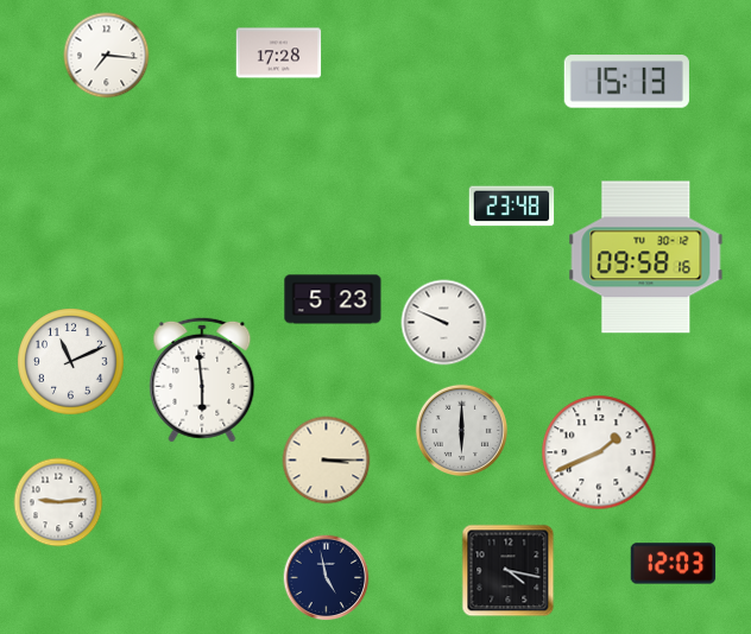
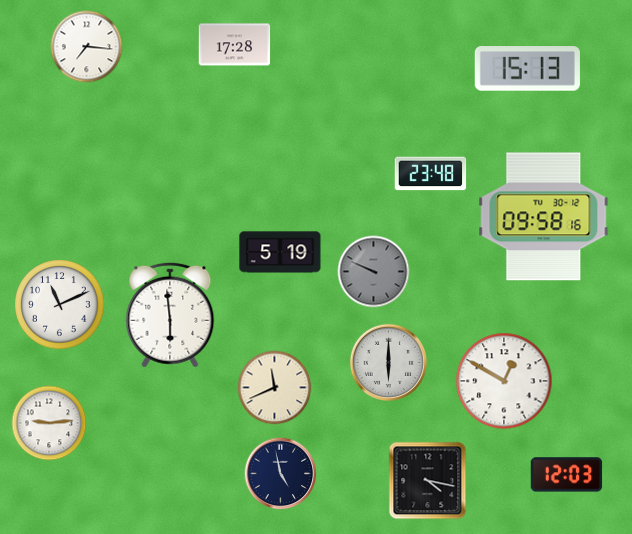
clock at (107, 56) position: (107, 56) -> (87, 47)
clock at (333, 299): 5:23 -> 5:19
clock at (444, 323) dial: white -> grey
clock at (202, 380) position: (202, 380) -> (170, 315)
clock at (599, 452): 1:41 -> 12:50
clock at (327, 461): 3:15 -> 11:41
clock at (327, 578) position: (327, 578) -> (281, 474)
